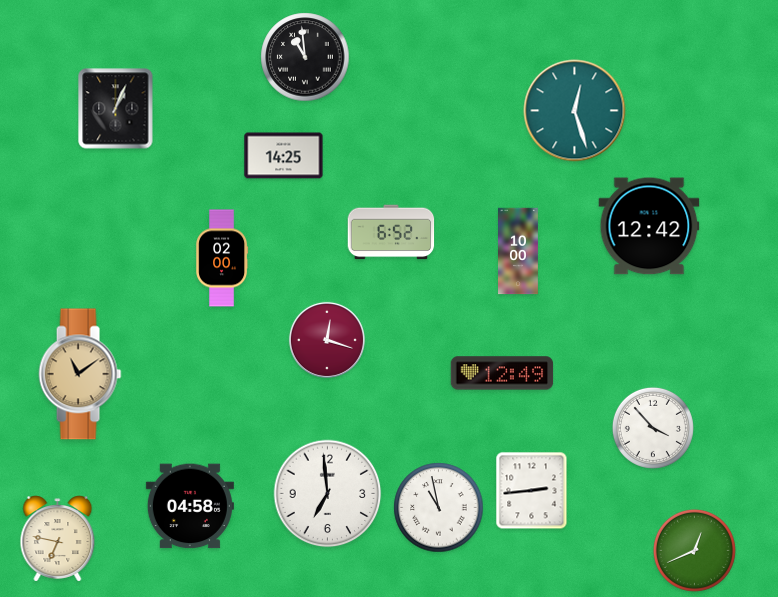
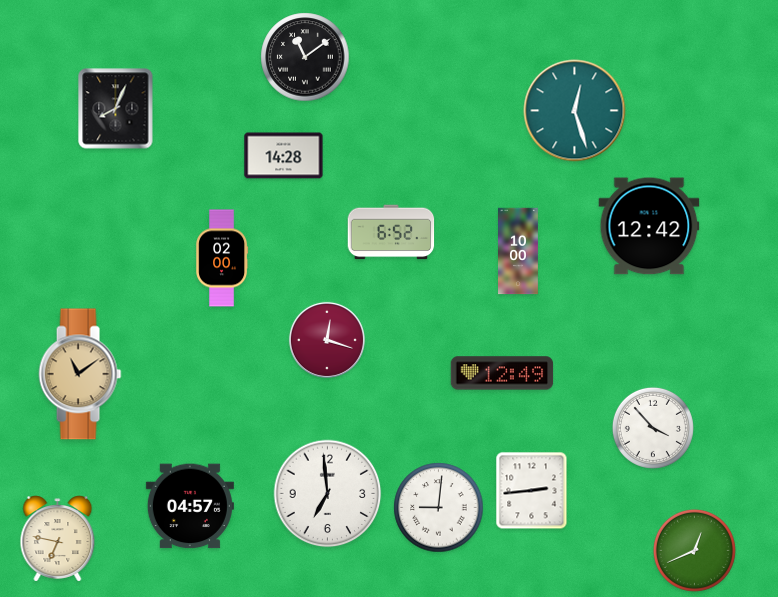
clock at (305, 57): 10:59 -> 11:09
clock at (116, 109): 1:04 -> 8:04
clock at (284, 156): 14:25 -> 14:28
clock at (190, 506): 04:58 -> 04:57
clock at (439, 508): 10:58 -> 9:01
